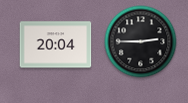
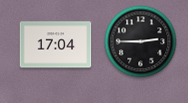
clock at (56, 45): 20:04 -> 17:04
